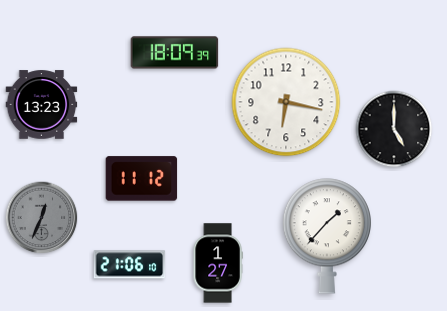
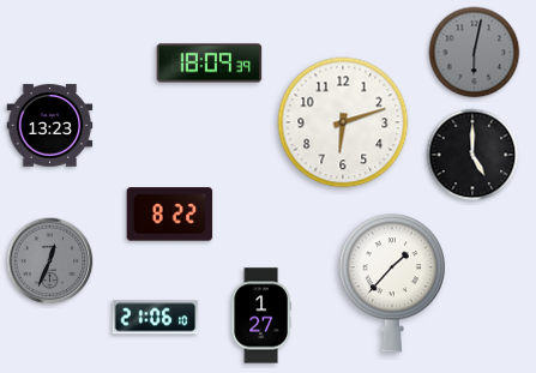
clock at (475, 53): none -> 6:02
clock at (286, 102): 6:17 -> 6:12
clock at (142, 179): 11:12 -> 8:22
